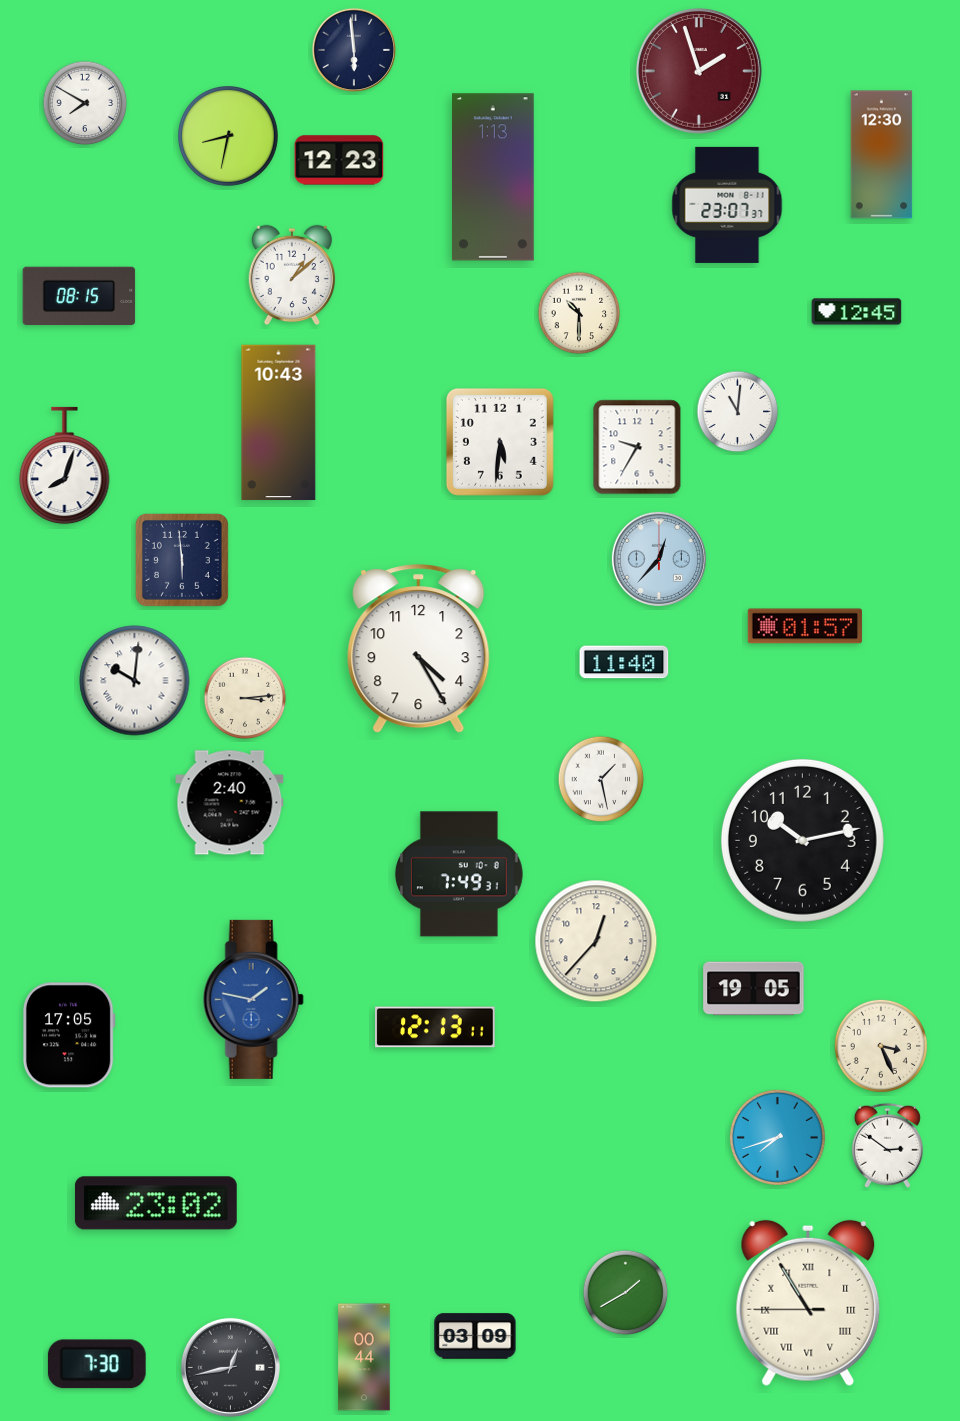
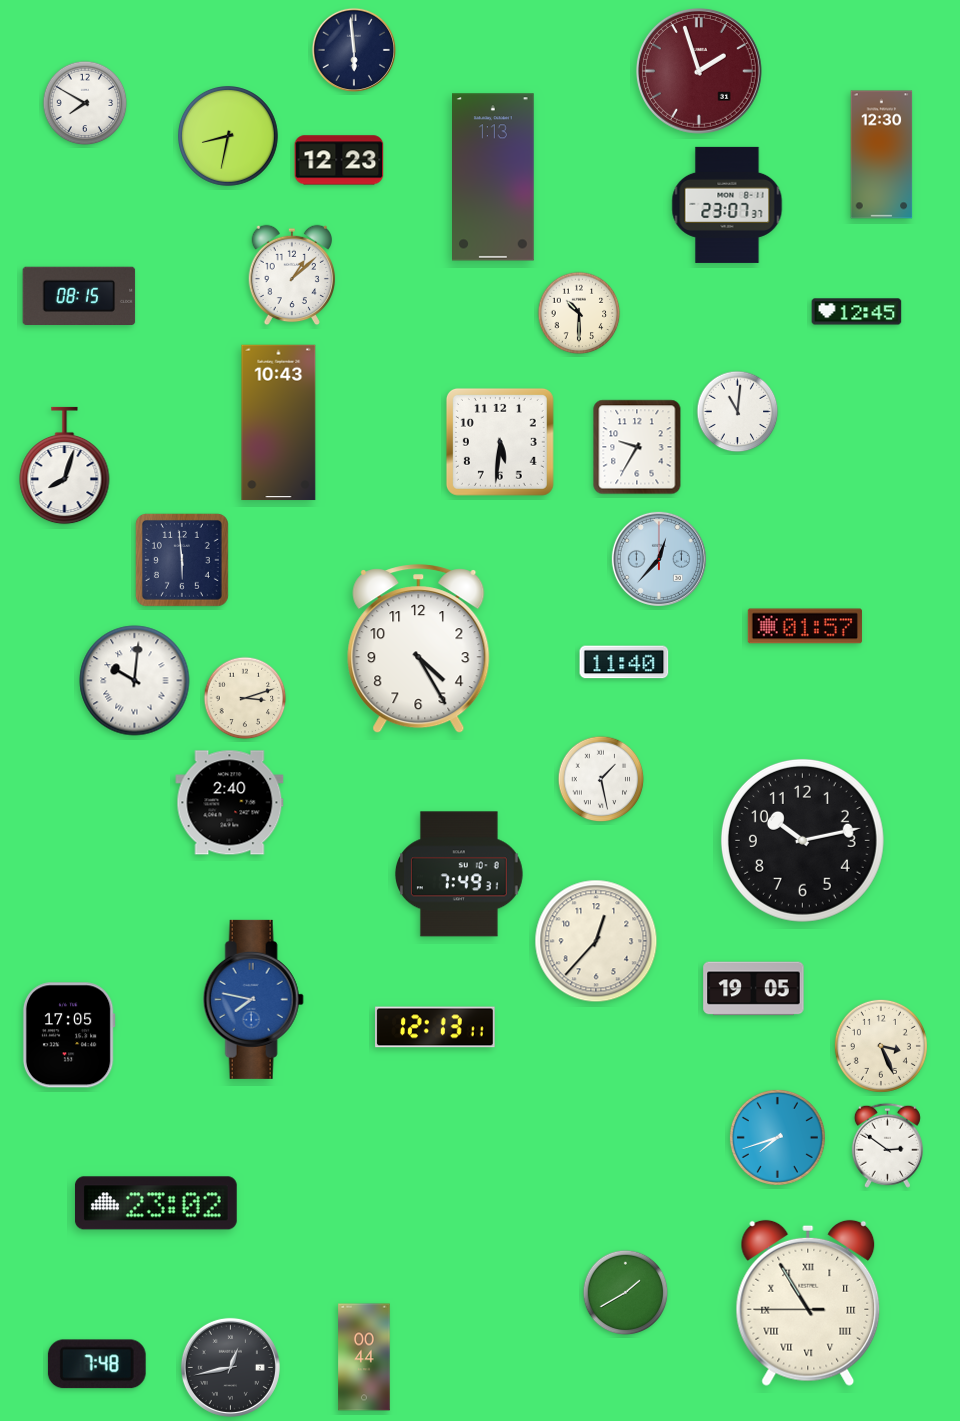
clock at (245, 698): 3:14 -> 3:12
clock at (253, 999): 1:47 -> 7:47
clock at (475, 1336): 03:09 -> none
clock at (97, 1364): 7:30 -> 7:48
